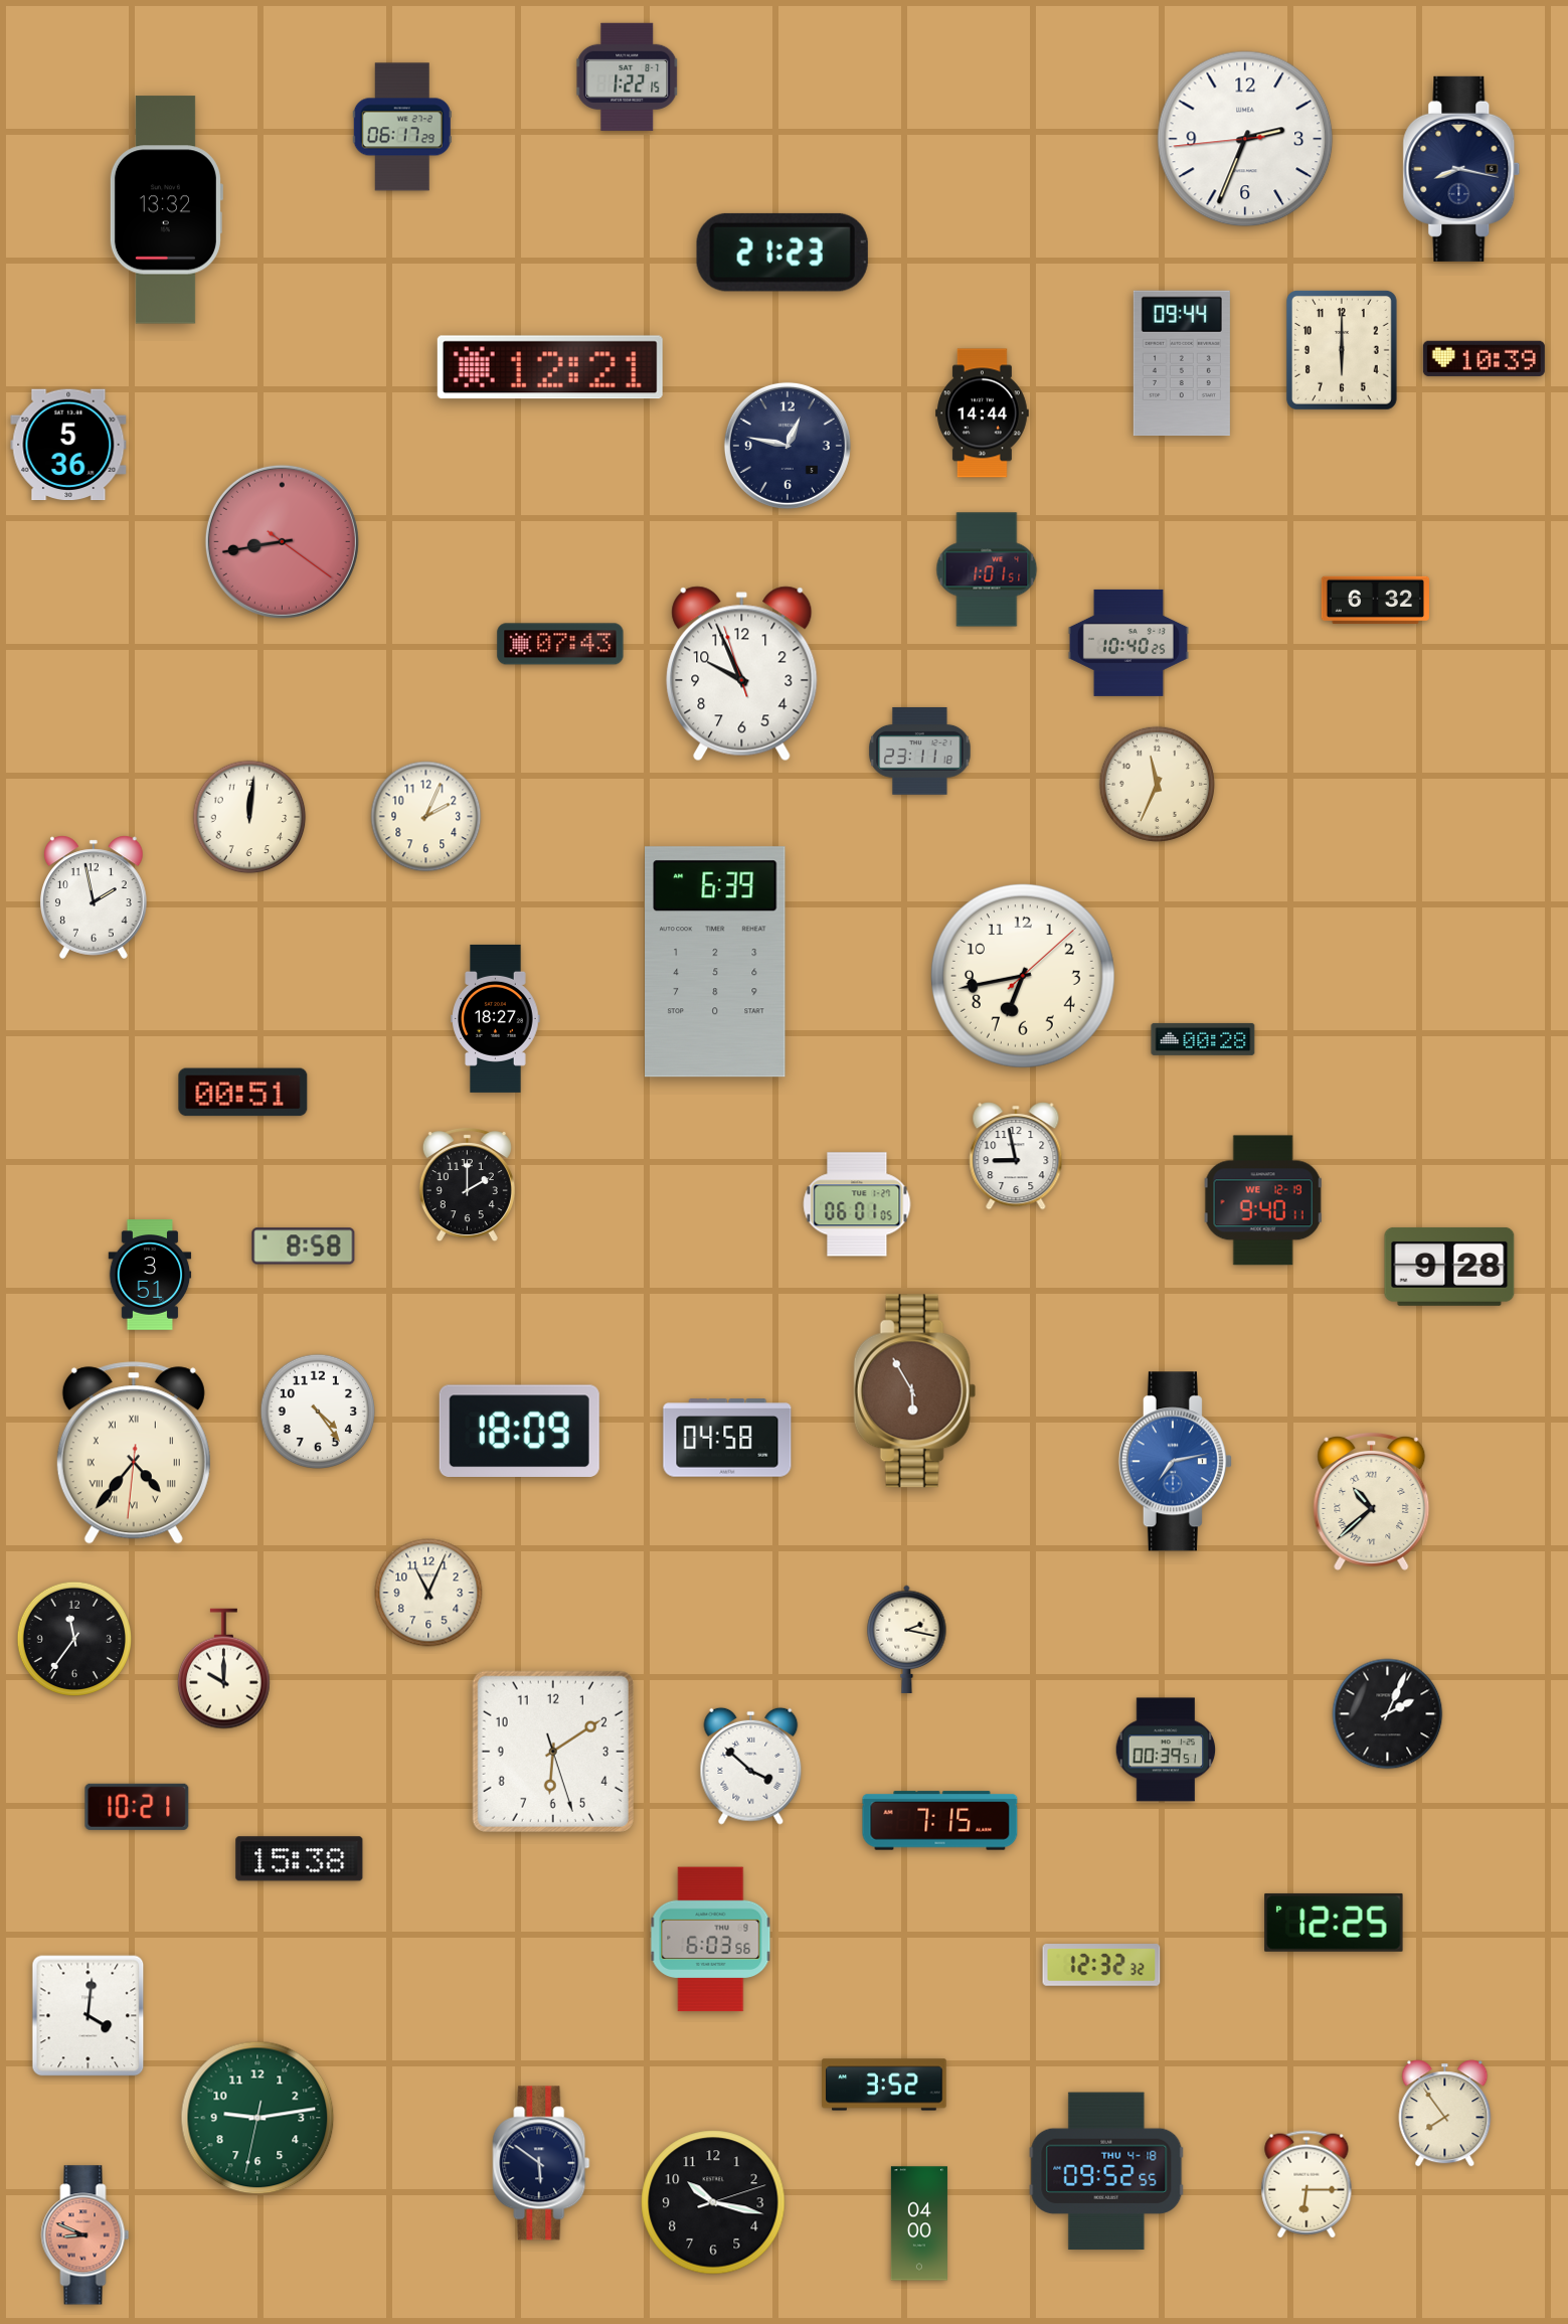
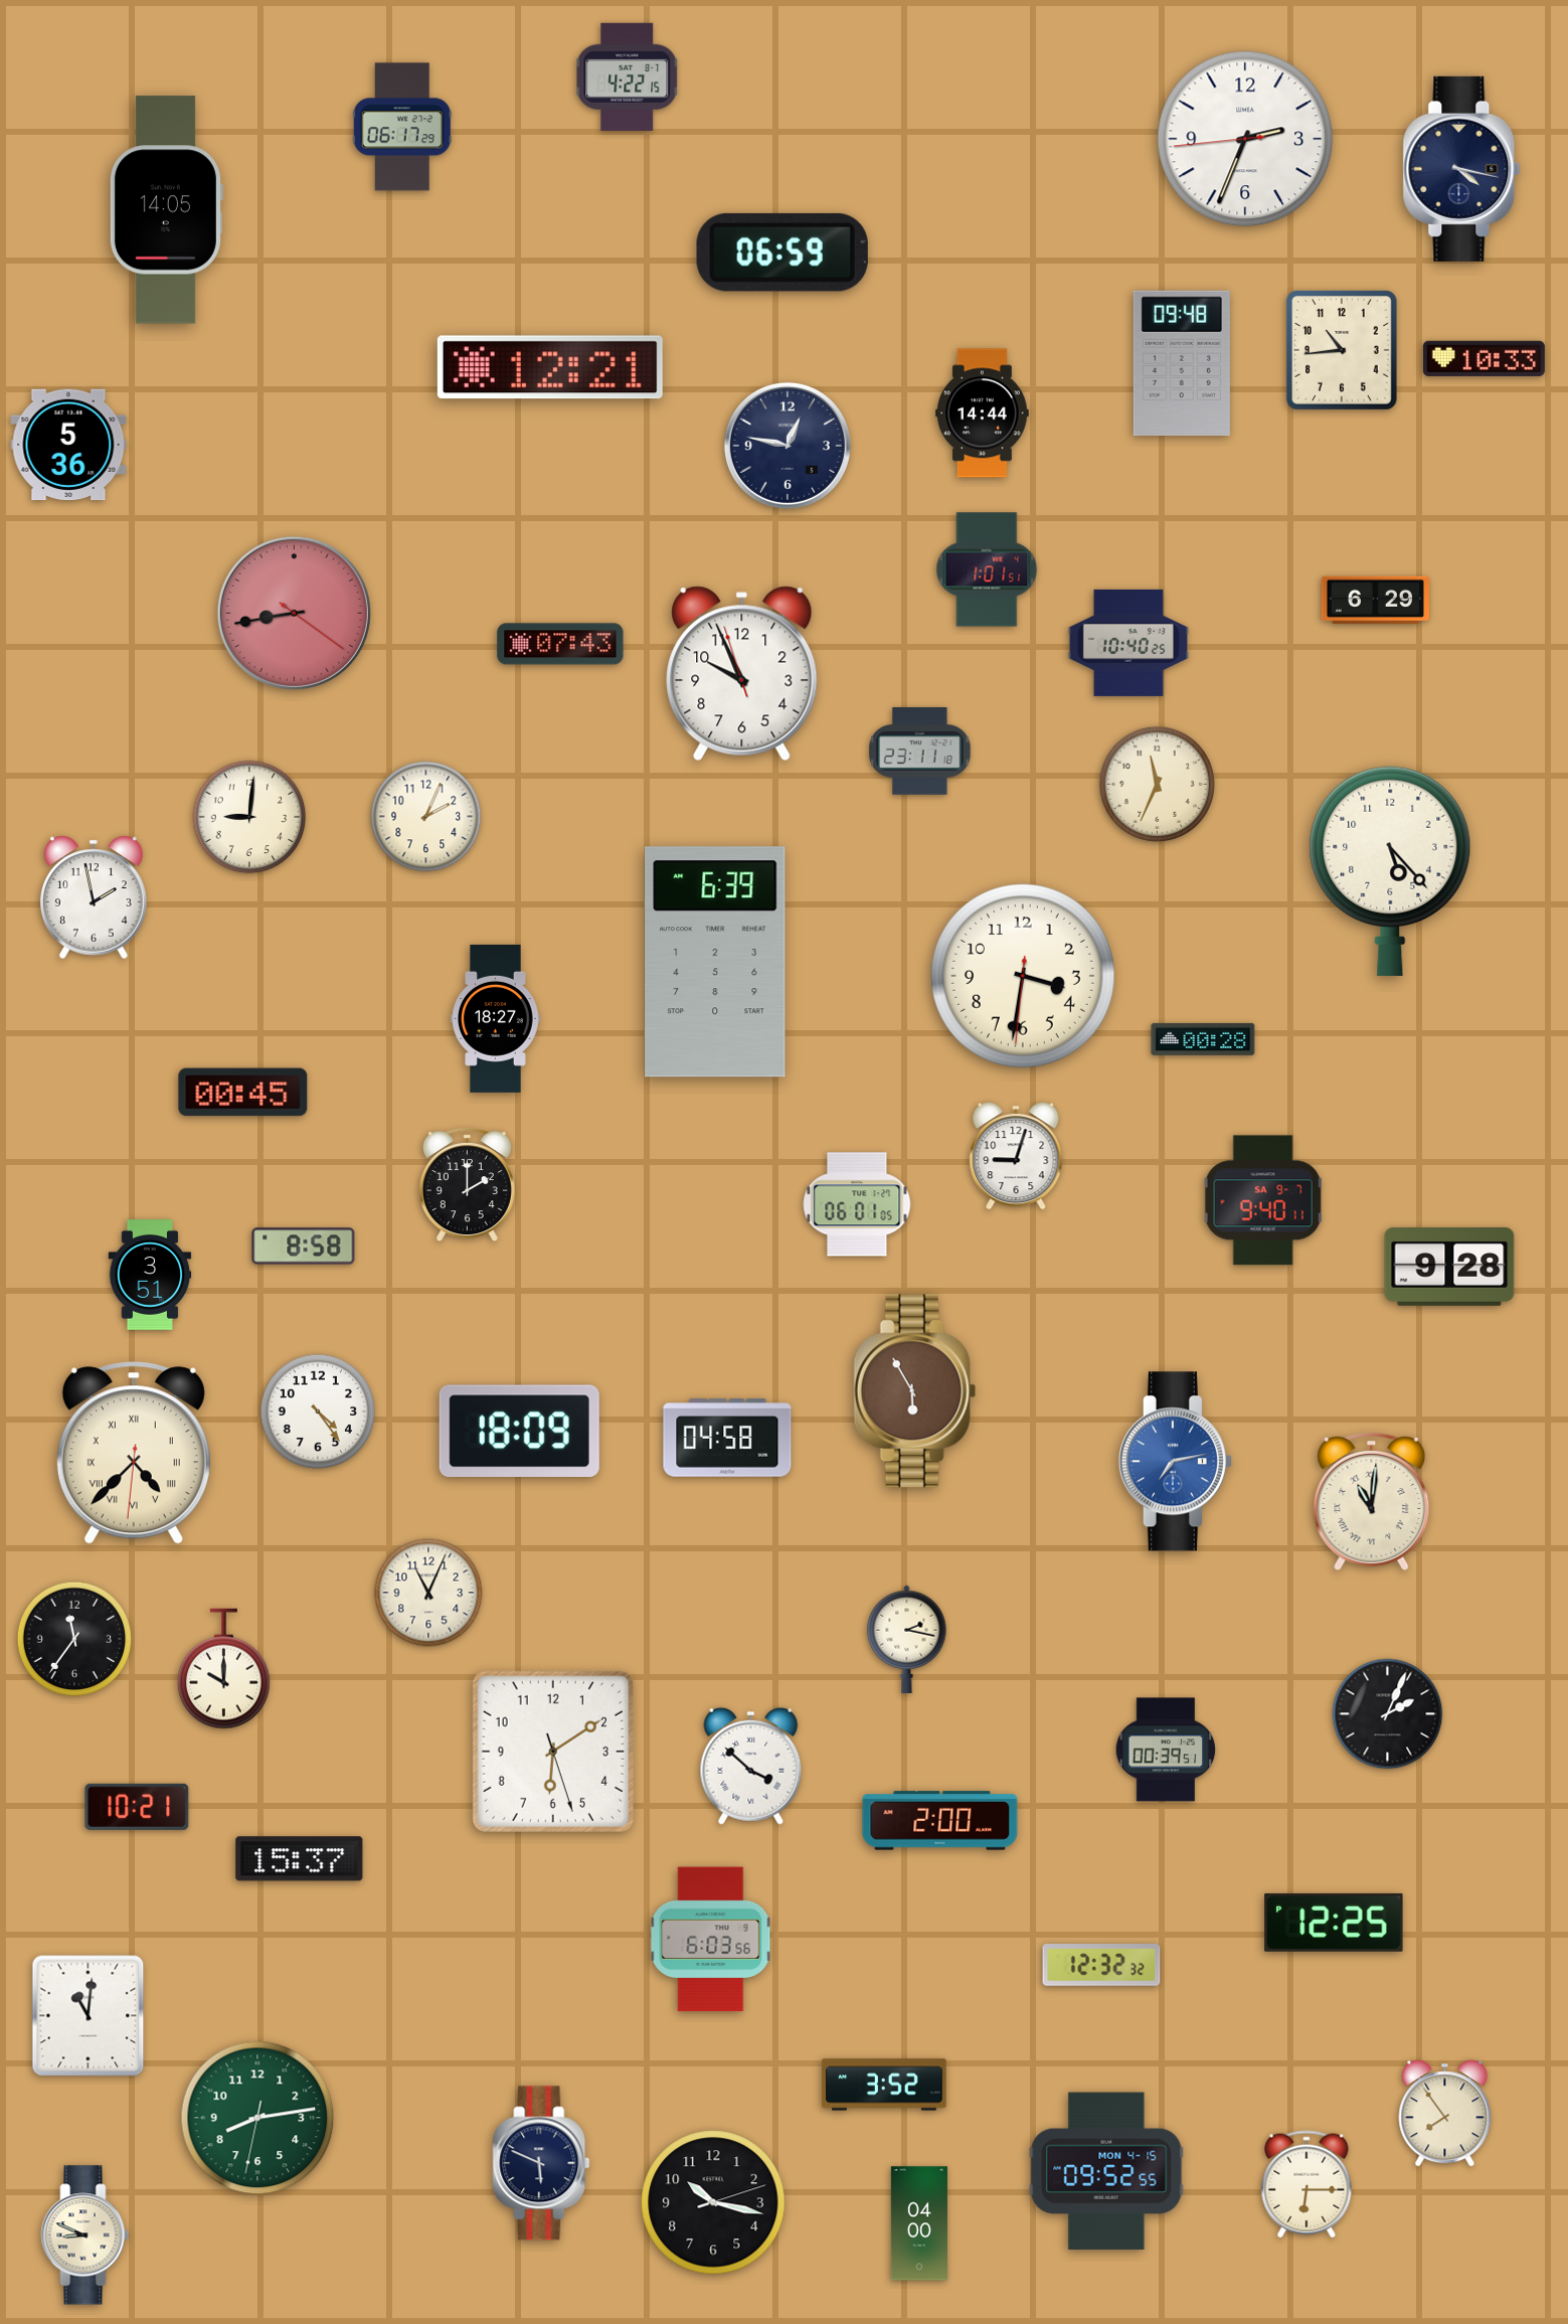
clock at (628, 76): 1:22 -> 4:22
clock at (1461, 169): 8:17 -> 4:17
clock at (166, 210): 13:32 -> 14:05
clock at (782, 253): 21:23 -> 06:59
clock at (1342, 350): 6:00 -> 10:44
clock at (1484, 358): 10:39 -> 10:33
clock at (1182, 363): 09:44 -> 09:48
clock at (282, 541) position: (282, 541) -> (294, 613)
clock at (1375, 601): 6:32 -> 6:29
clock at (249, 817): 12:01 -> 9:01
clock at (1390, 870): none -> 5:23
clock at (1023, 976): 6:43 -> 3:31
clock at (243, 1093): 00:51 -> 00:45
clock at (1016, 1156): 8:58 -> 9:03
clock at (1263, 1200) date: WE 12-19 -> SA 9-7
clock at (134, 1453): 4:36 -> 4:37
clock at (1372, 1501): 10:38 -> 11:01
clock at (940, 1821): 7:15 -> 2:00
clock at (300, 1859): 15:38 -> 15:37
clock at (89, 2016): 4:01 -> 11:01
clock at (257, 2118): 9:13 -> 8:13
clock at (541, 2163): 5:51 -> 5:49
clock at (1106, 2171) date: THU 4-18 -> MON 4-15
clock at (85, 2235) dial: salmon -> cream
